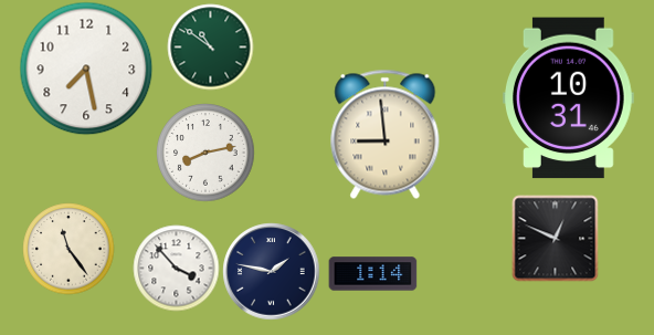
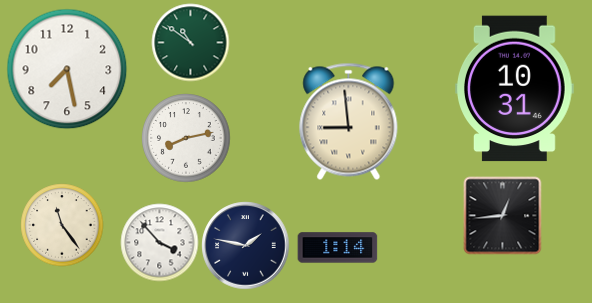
clock at (86, 69) position: (86, 69) -> (67, 69)
clock at (555, 238): 12:49 -> 12:44
